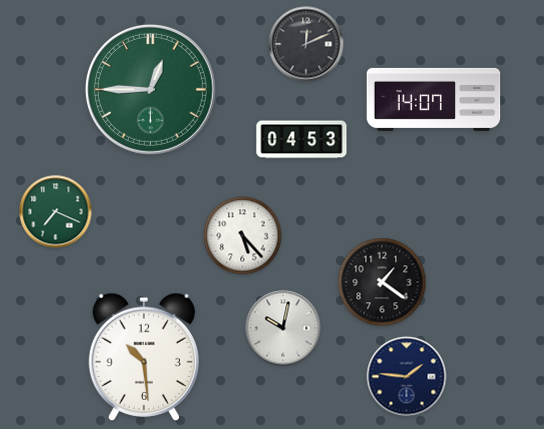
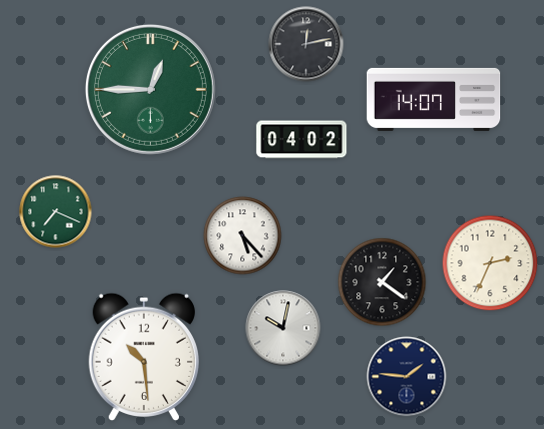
clock at (306, 44): 12:11 -> 12:13
clock at (302, 140): 04:53 -> 04:02
clock at (490, 263): none -> 2:34
